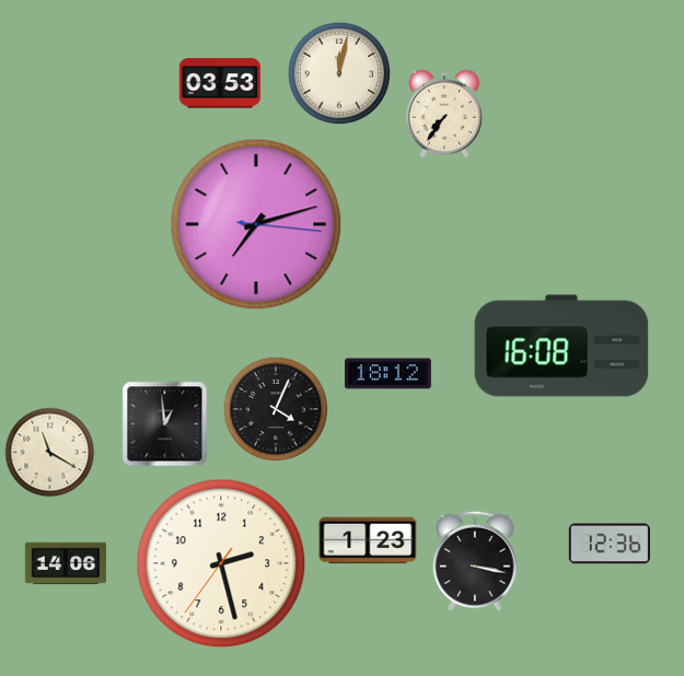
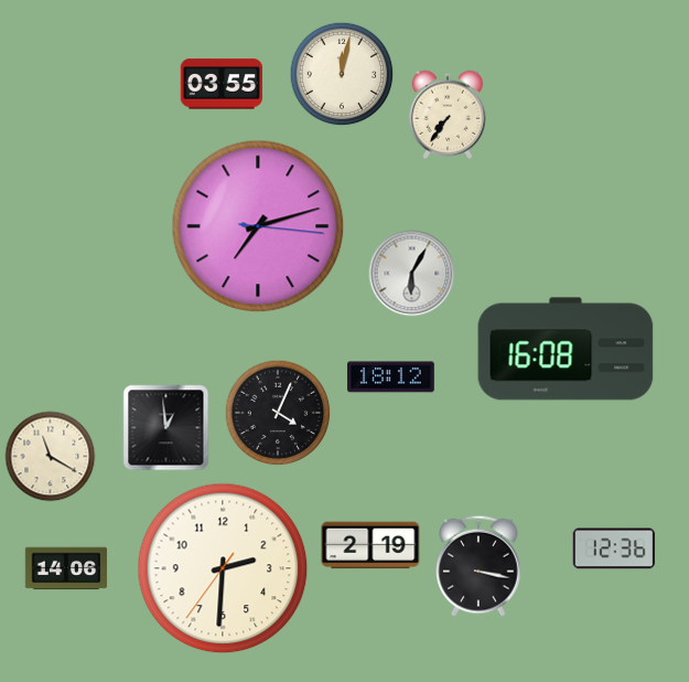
clock at (220, 83): 03:53 -> 03:55
clock at (412, 274): none -> 6:05
clock at (368, 540): 1:23 -> 2:19
clock at (221, 563): 2:27 -> 2:30
